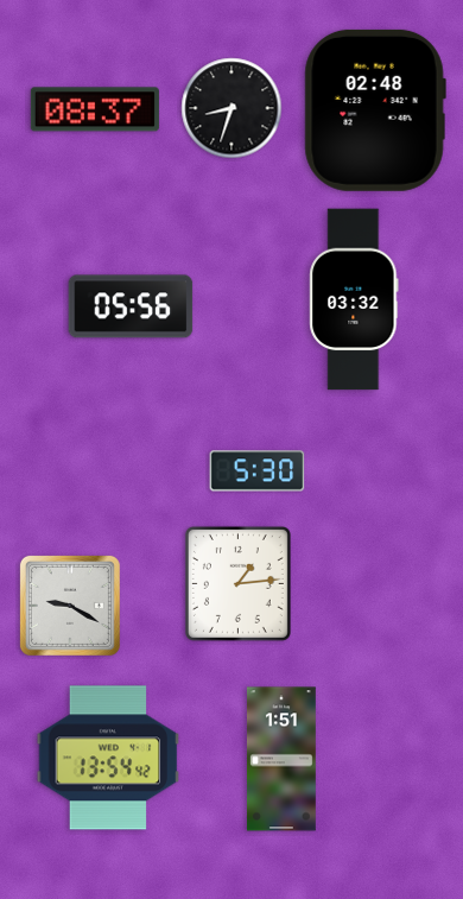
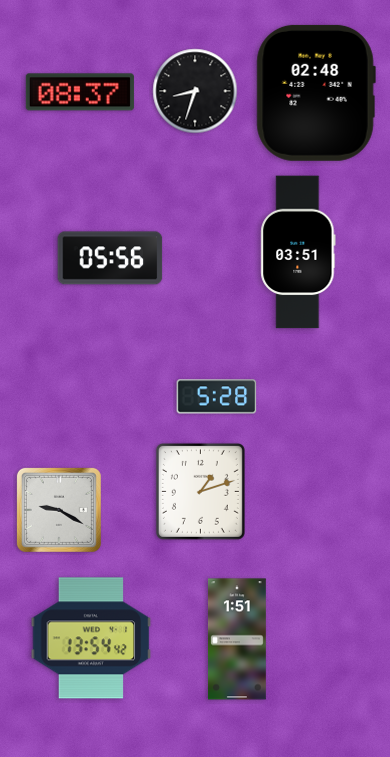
clock at (354, 299): 03:32 -> 03:51
clock at (258, 471): 5:30 -> 5:28
clock at (237, 583): 1:14 -> 1:12
